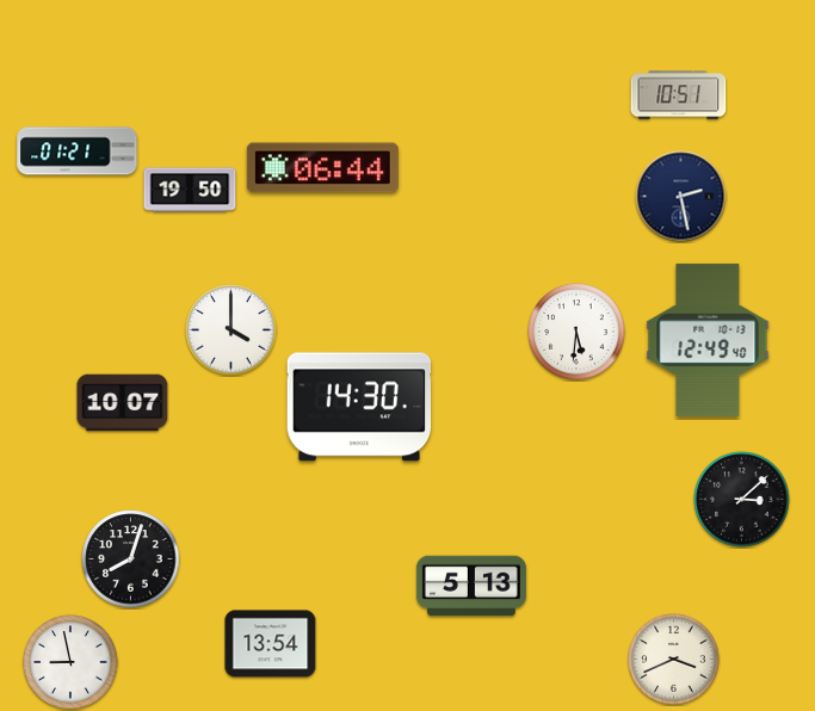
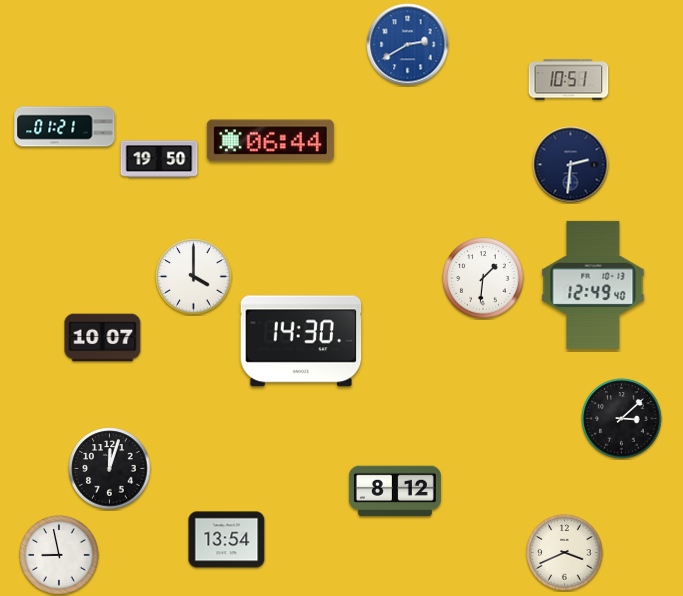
clock at (408, 45): none -> 2:40
clock at (681, 197): 2:28 -> 2:31
clock at (576, 332): 5:31 -> 1:31
clock at (131, 559): 8:03 -> 12:03
clock at (471, 586): 5:13 -> 8:12
